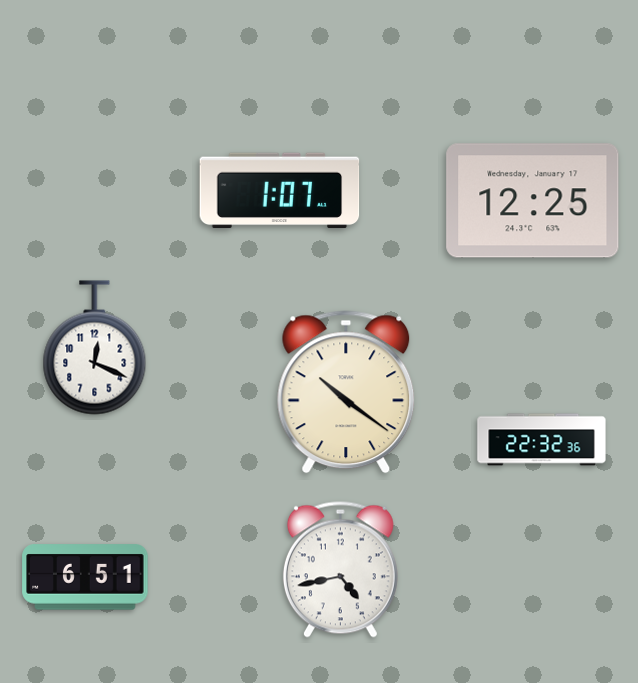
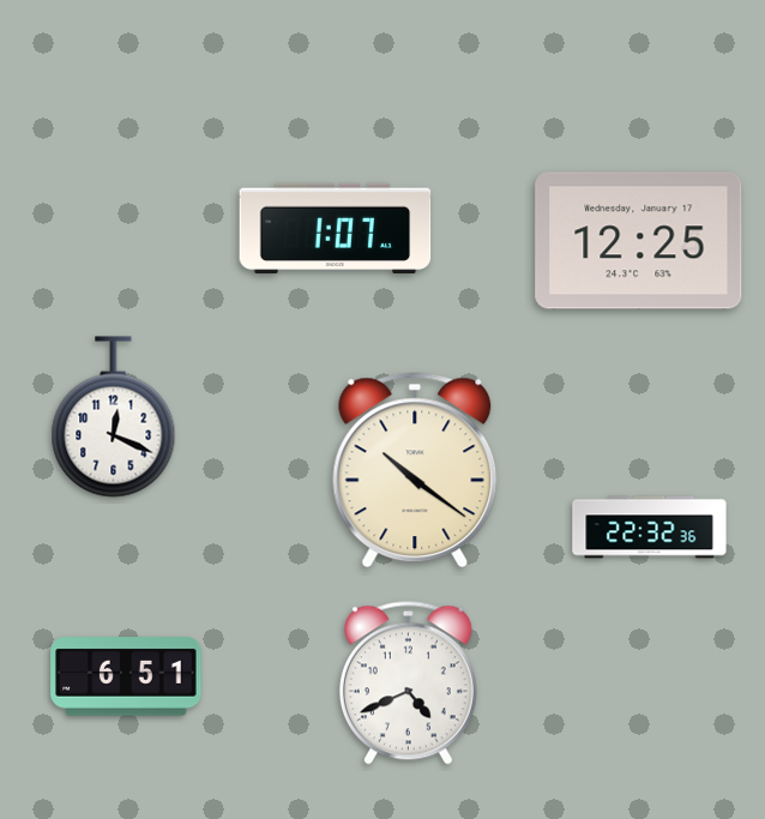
clock at (340, 569): 4:43 -> 4:41
clock at (85, 577) position: (85, 577) -> (126, 676)
